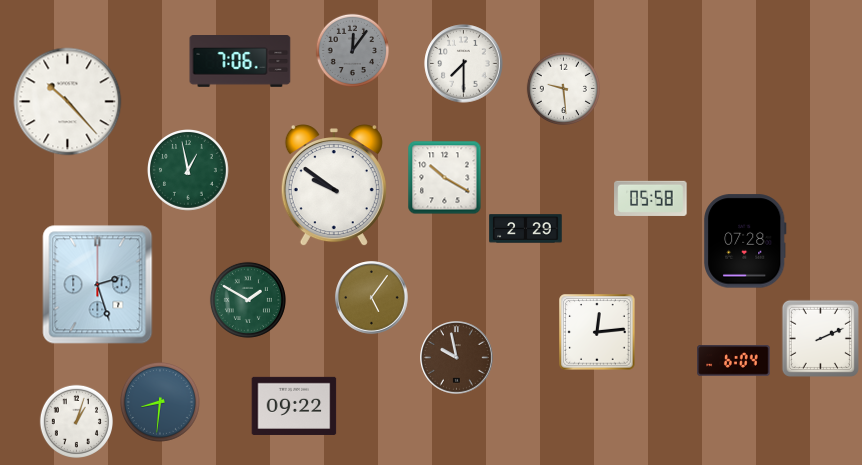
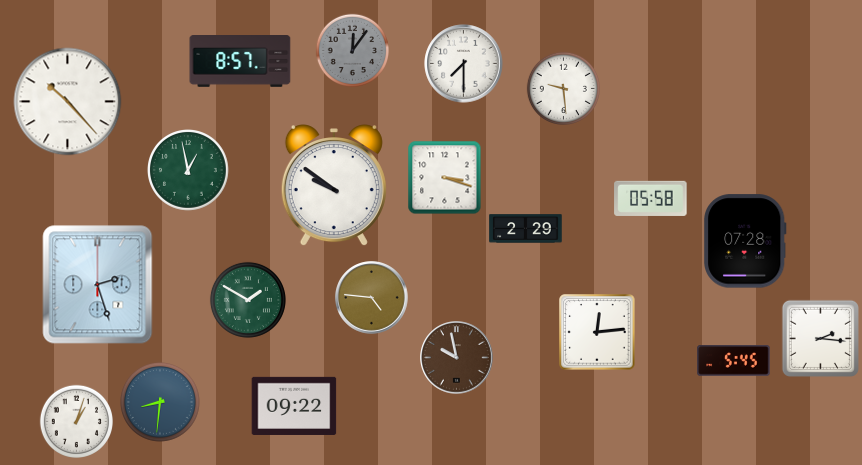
clock at (240, 62): 7:06 -> 8:57
clock at (445, 178): 10:20 -> 3:18
clock at (372, 298): 5:06 -> 4:46
clock at (820, 338): 2:11 -> 2:16
clock at (734, 361): 6:04 -> 5:45
